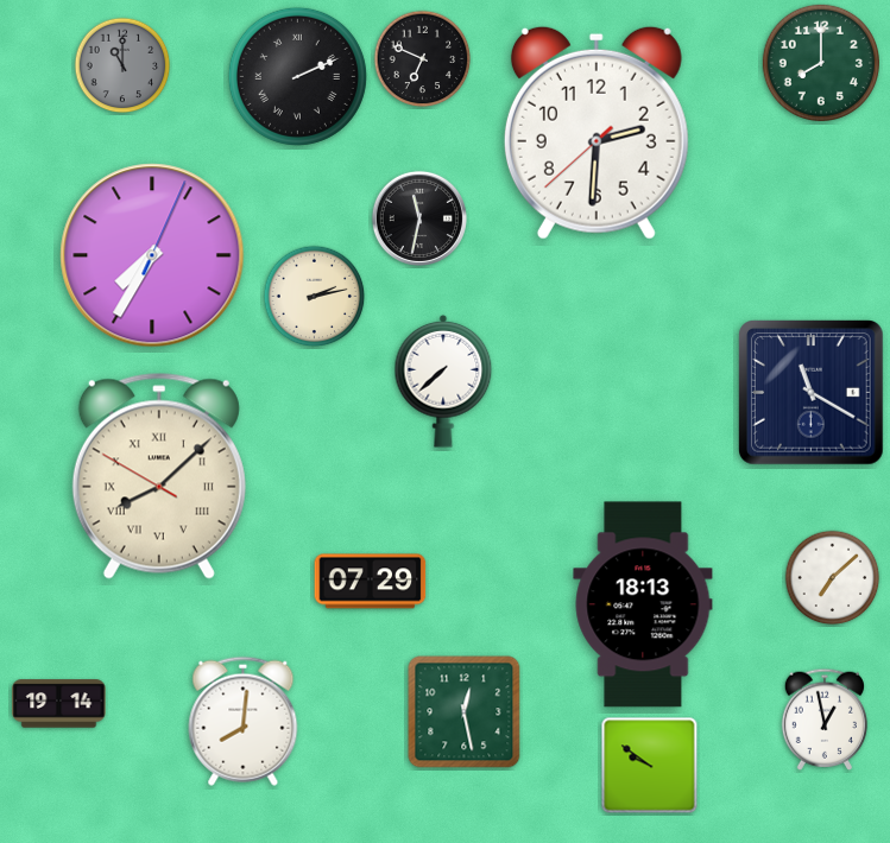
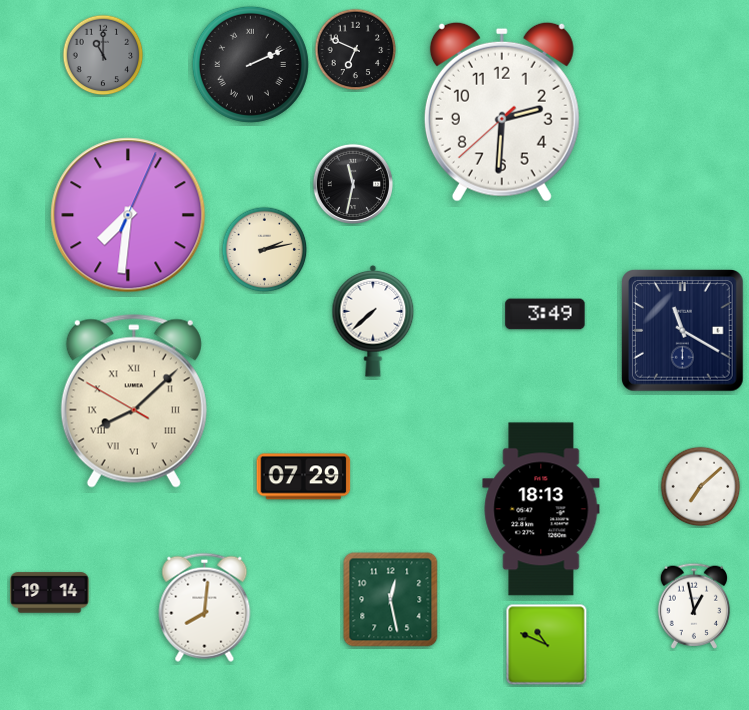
clock at (820, 62): 8:00 -> none
clock at (152, 255): 7:35 -> 7:31
clock at (545, 314): none -> 3:49
clock at (371, 582) position: (371, 582) -> (304, 477)
clock at (650, 766): 9:51 -> 10:49
